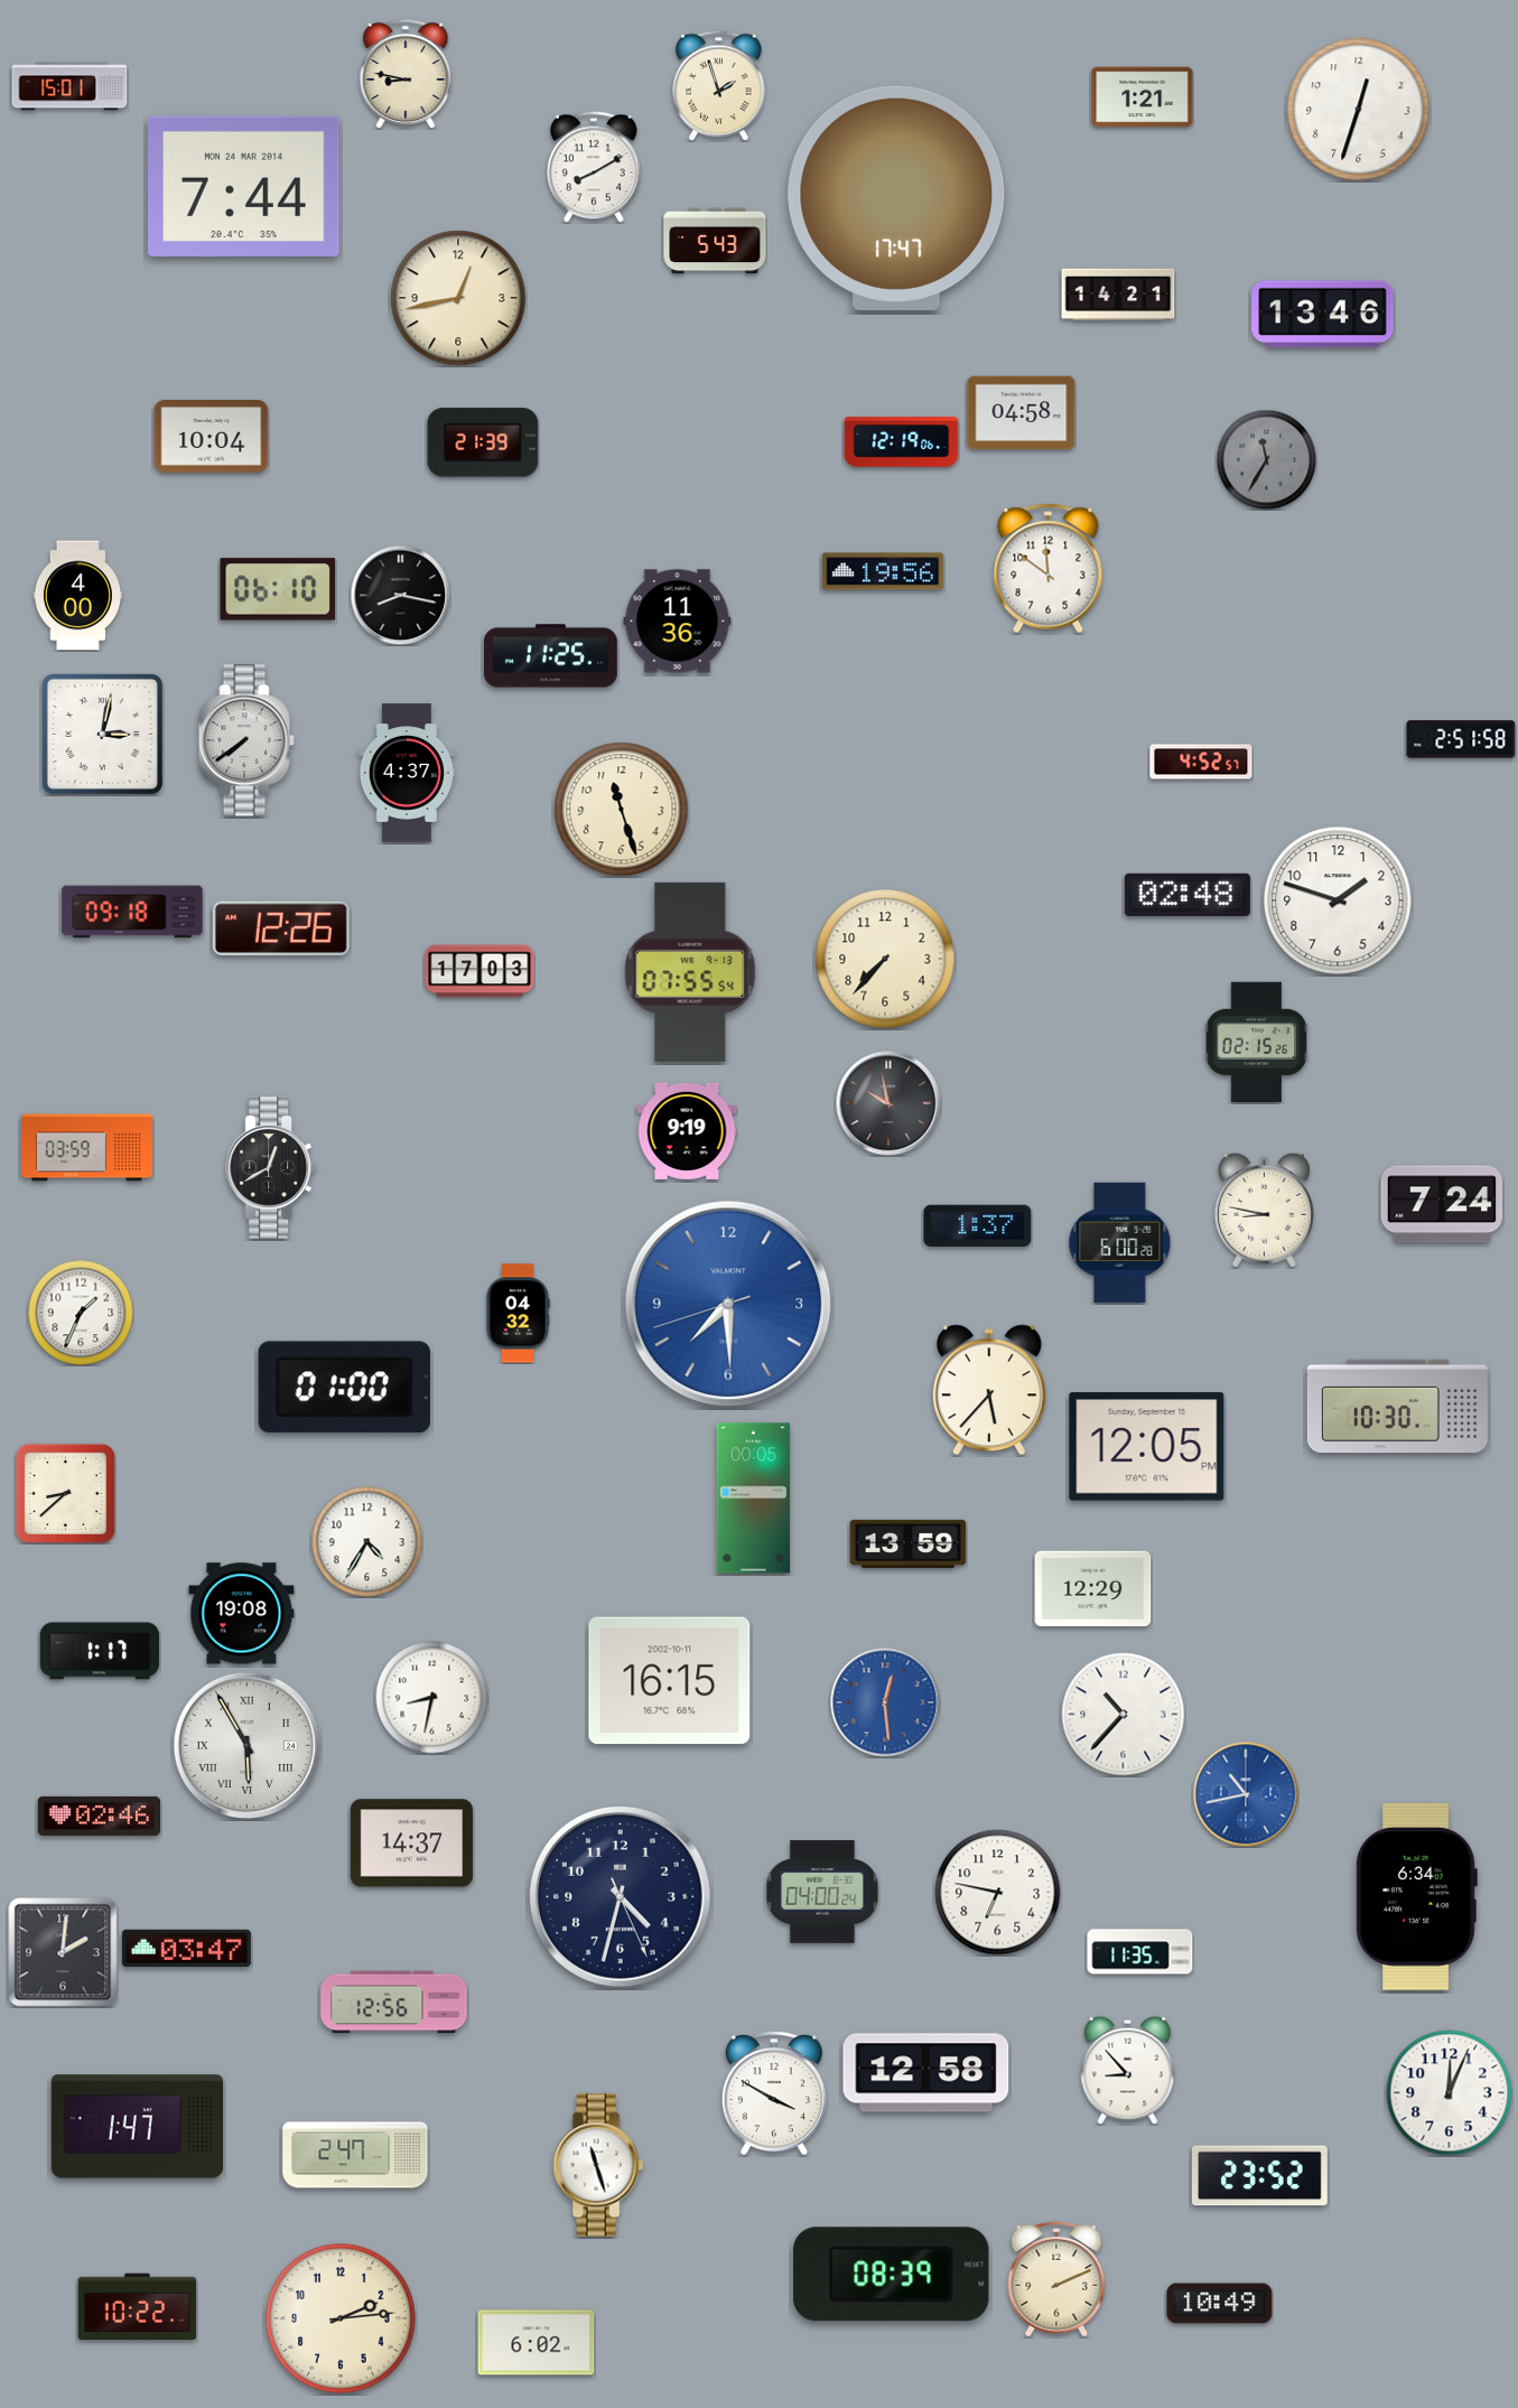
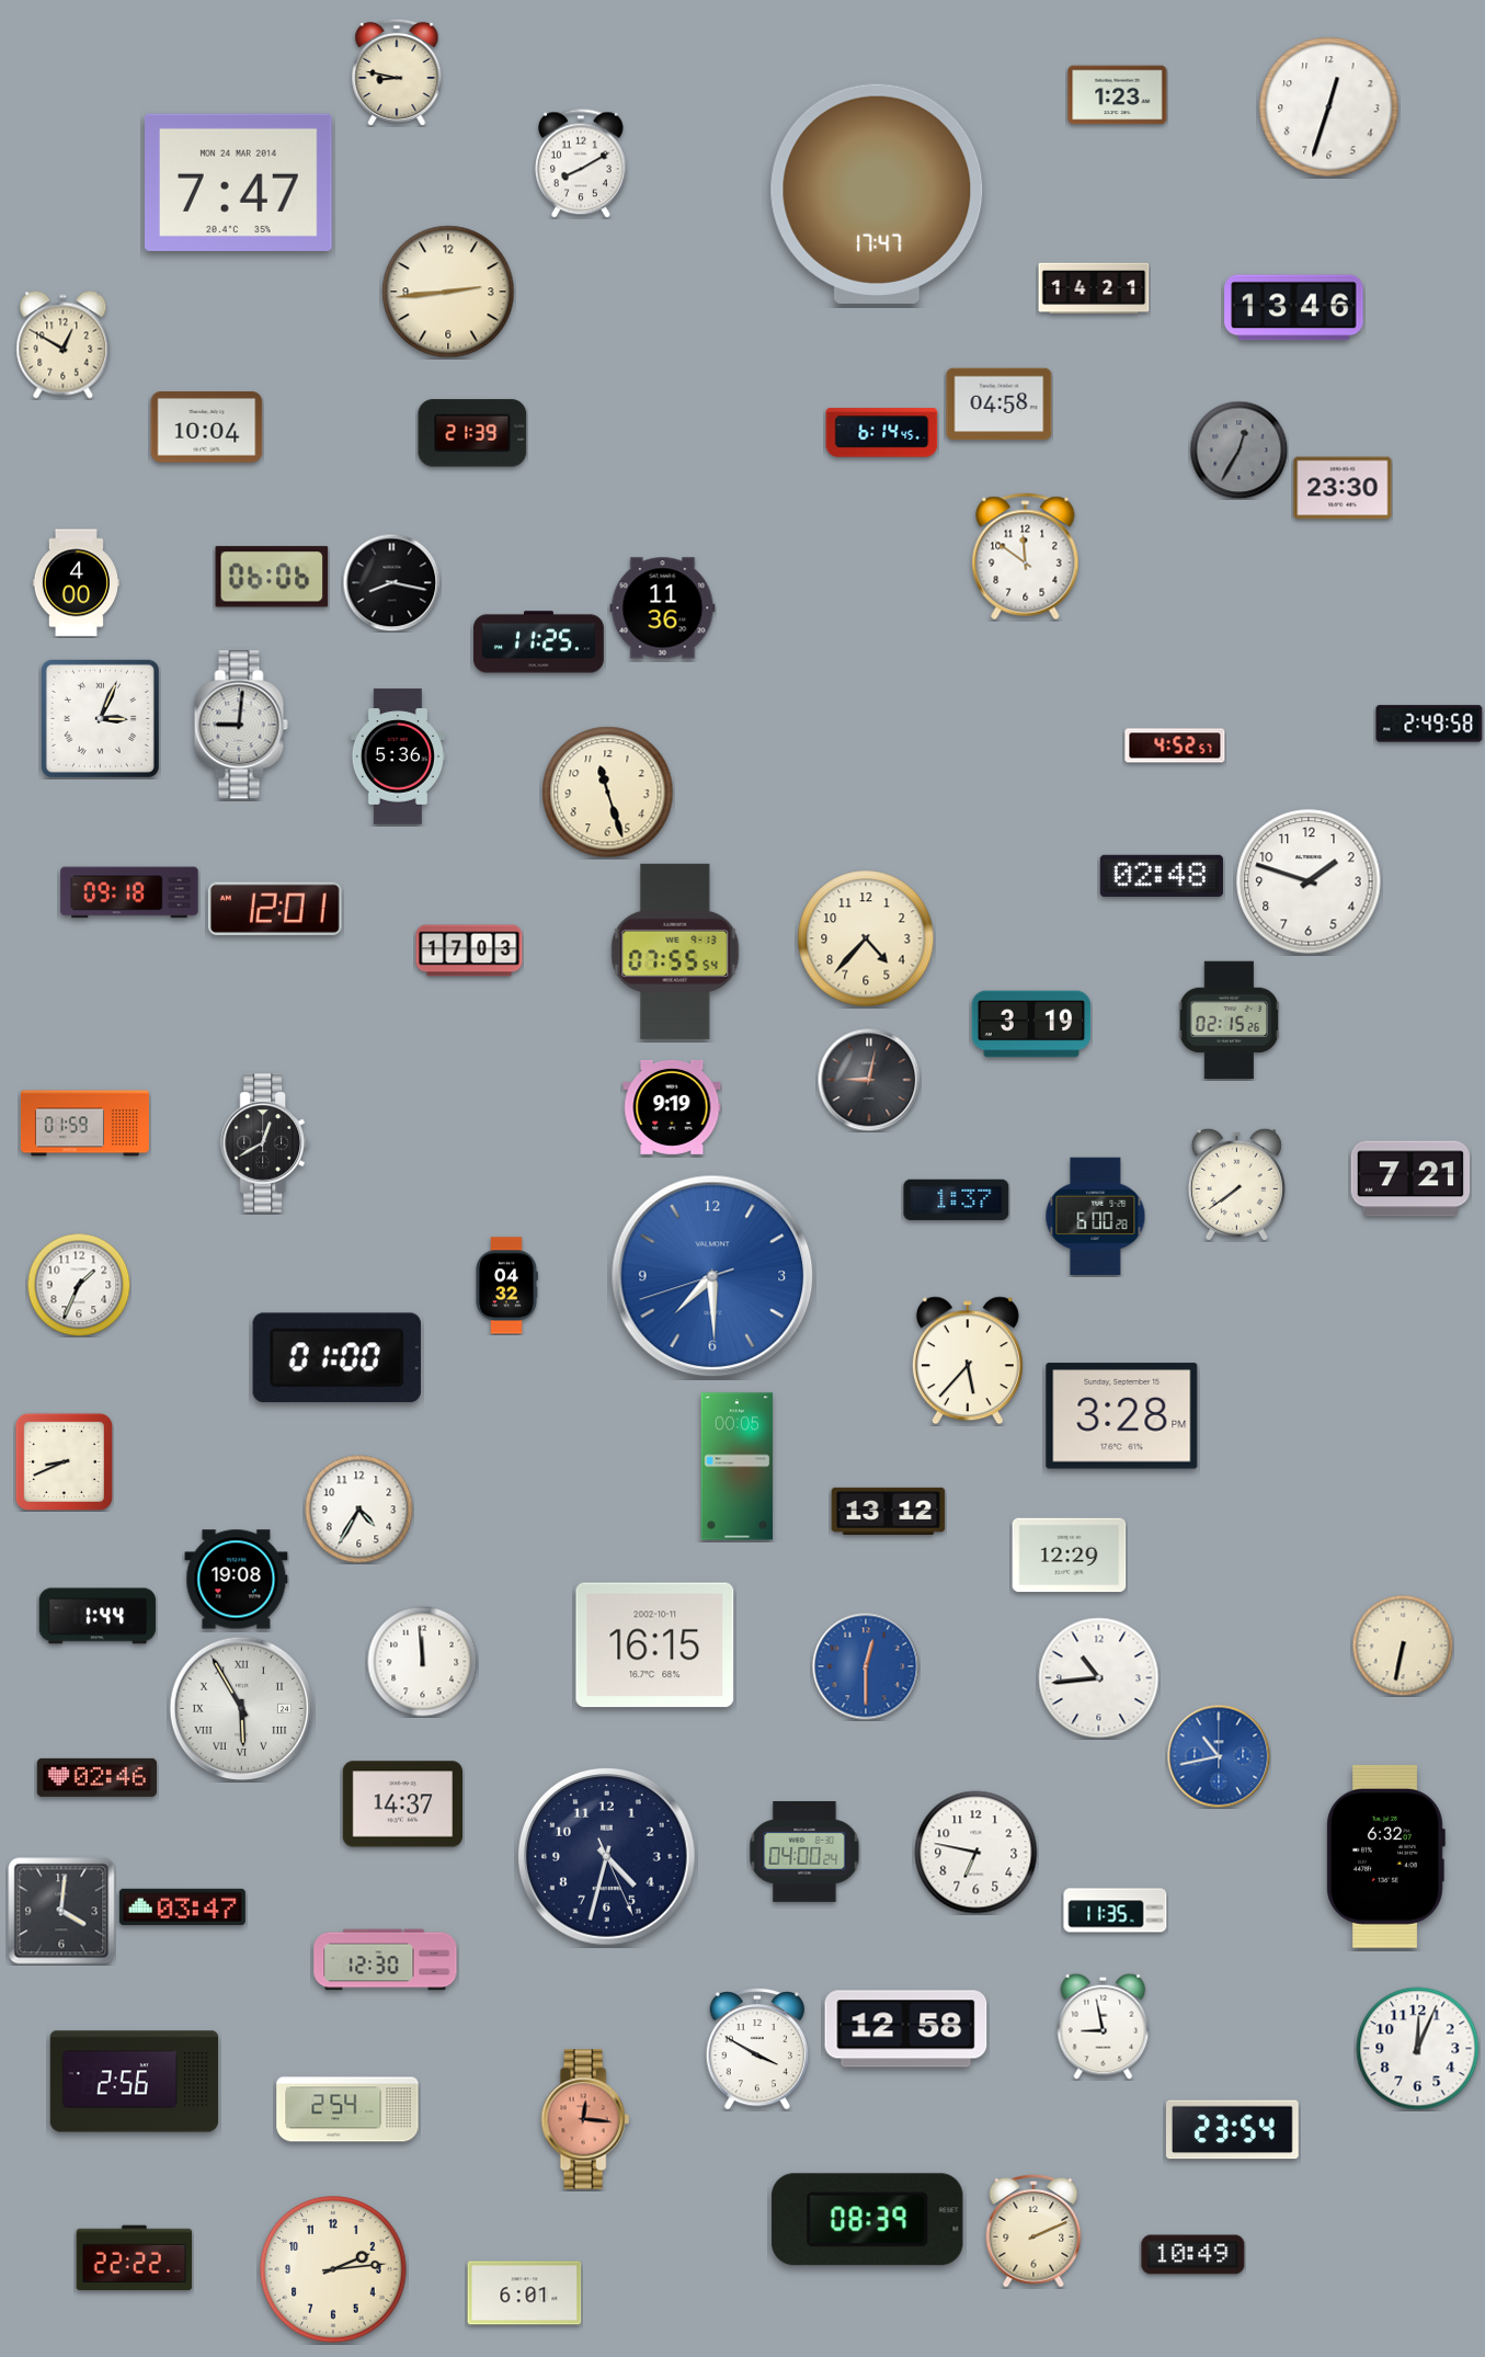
clock at (719, 85): 1:57 -> none
clock at (69, 86): 15:01 -> none
clock at (1143, 97): 1:21 -> 1:23
clock at (244, 186): 7:44 -> 7:47
clock at (715, 241): 5:43 -> none
clock at (458, 298): 12:43 -> 2:44
clock at (64, 345): none -> 12:50
clock at (902, 442): 12:19 -> 6:14
clock at (1266, 459): 11:35 -> 12:35
clock at (1343, 488): none -> 23:30
clock at (883, 571): 19:56 -> none
clock at (278, 589): 06:10 -> 06:06
clock at (102, 734): 3:02 -> 3:04
clock at (1461, 739): 2:51 -> 2:49
clock at (246, 740): 7:39 -> 9:01
clock at (407, 773): 4:37 -> 5:36
clock at (281, 928): 12:26 -> 12:01
clock at (885, 959): 7:37 -> 4:37
clock at (1031, 1024): none -> 3:19
clock at (888, 1103): 9:58 -> 9:02
clock at (86, 1148): 03:59 -> 01:59
clock at (1442, 1204): 7:24 -> 7:21
clock at (1264, 1210): 8:47 -> 7:39
clock at (1397, 1407): 10:30 -> none
clock at (1147, 1447): 12:05 -> 3:28
clock at (65, 1493): 8:38 -> 8:41
clock at (909, 1543): 13:59 -> 13:12
clock at (100, 1651): 1:17 -> 1:44
clock at (1403, 1646): none -> 6:32
clock at (432, 1698): 8:32 -> 11:59
clock at (885, 1702): 12:29 -> 12:30
clock at (1124, 1715): 10:37 -> 10:44
clock at (1416, 1896): 6:34 -> 6:32
clock at (63, 1952): 2:01 -> 4:01
clock at (394, 2003): 12:56 -> 12:30
clock at (1128, 2070): 8:53 -> 8:58
clock at (138, 2127): 1:47 -> 2:56
clock at (355, 2155): 2:47 -> 2:54
clock at (598, 2165): 11:27 -> 12:16
clock at (598, 2165) dial: white -> salmon
clock at (1259, 2176): 23:52 -> 23:54
clock at (892, 2275) position: (892, 2275) -> (868, 2220)
clock at (138, 2306): 10:22 -> 22:22
clock at (537, 2343): 6:02 -> 6:01
